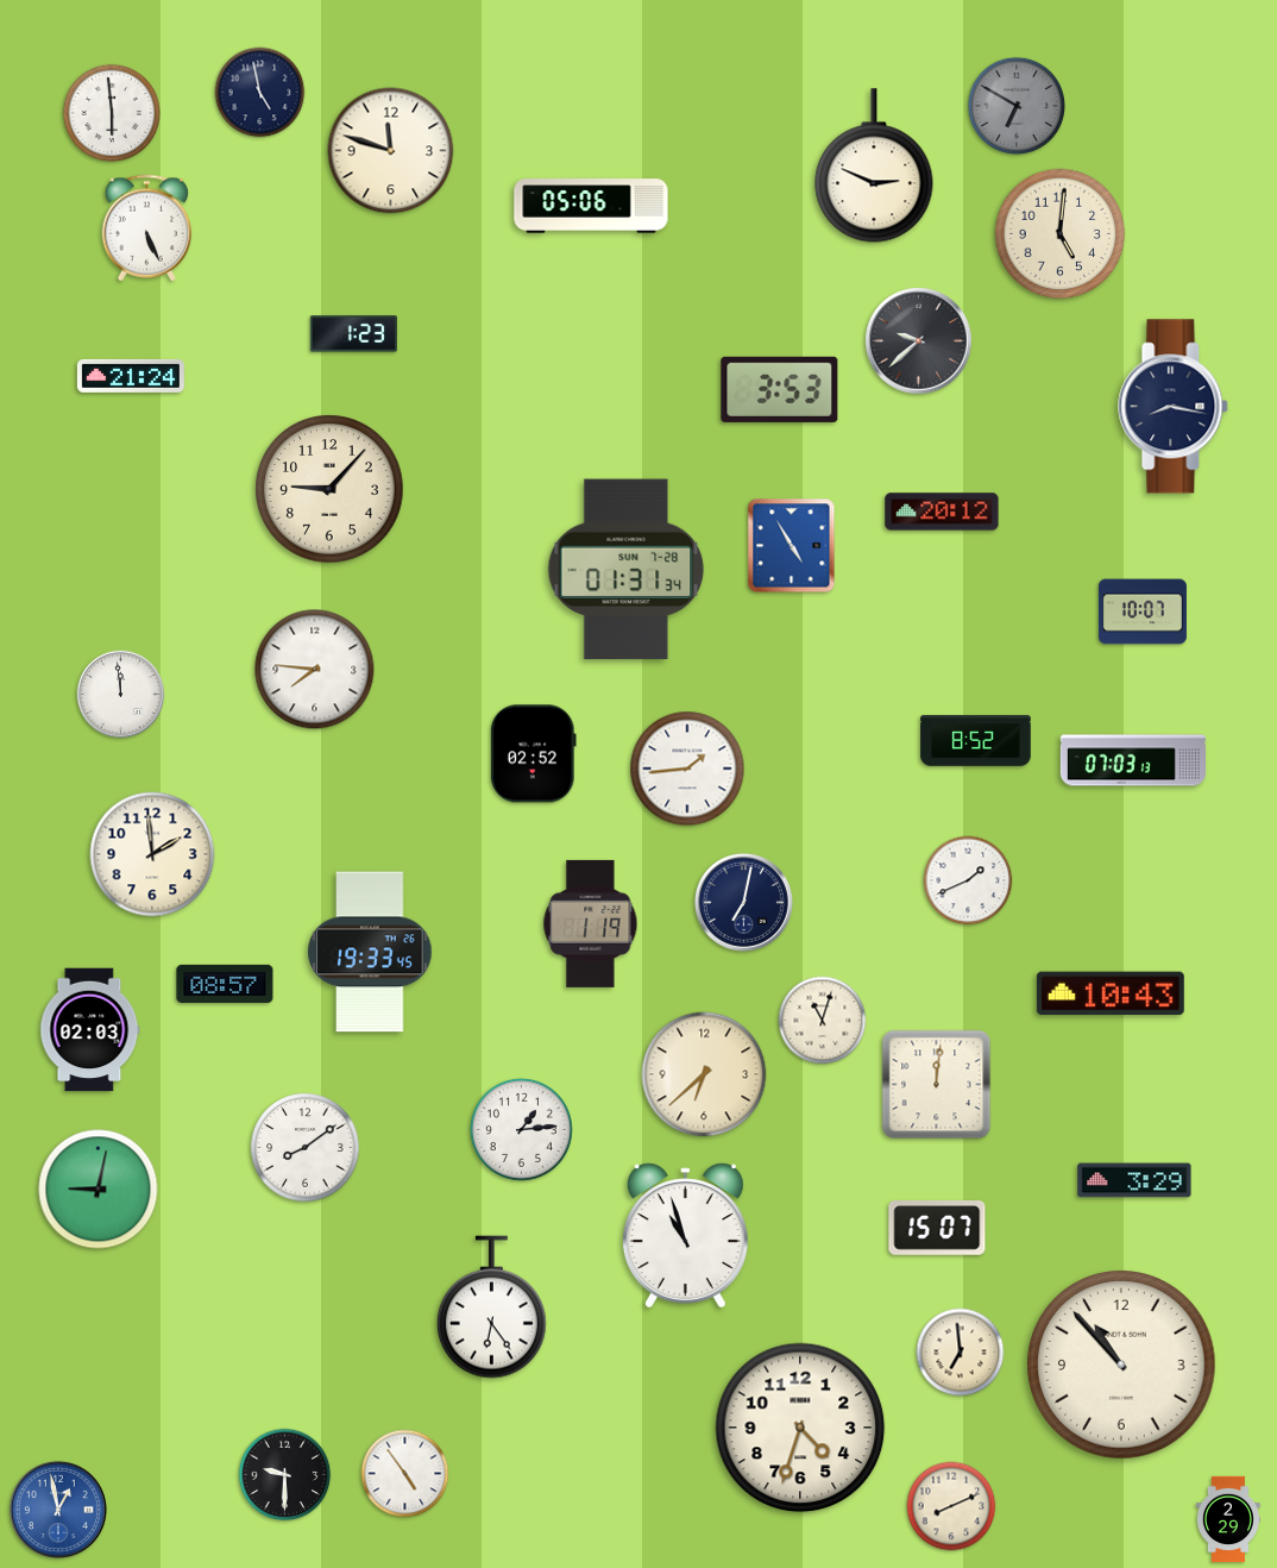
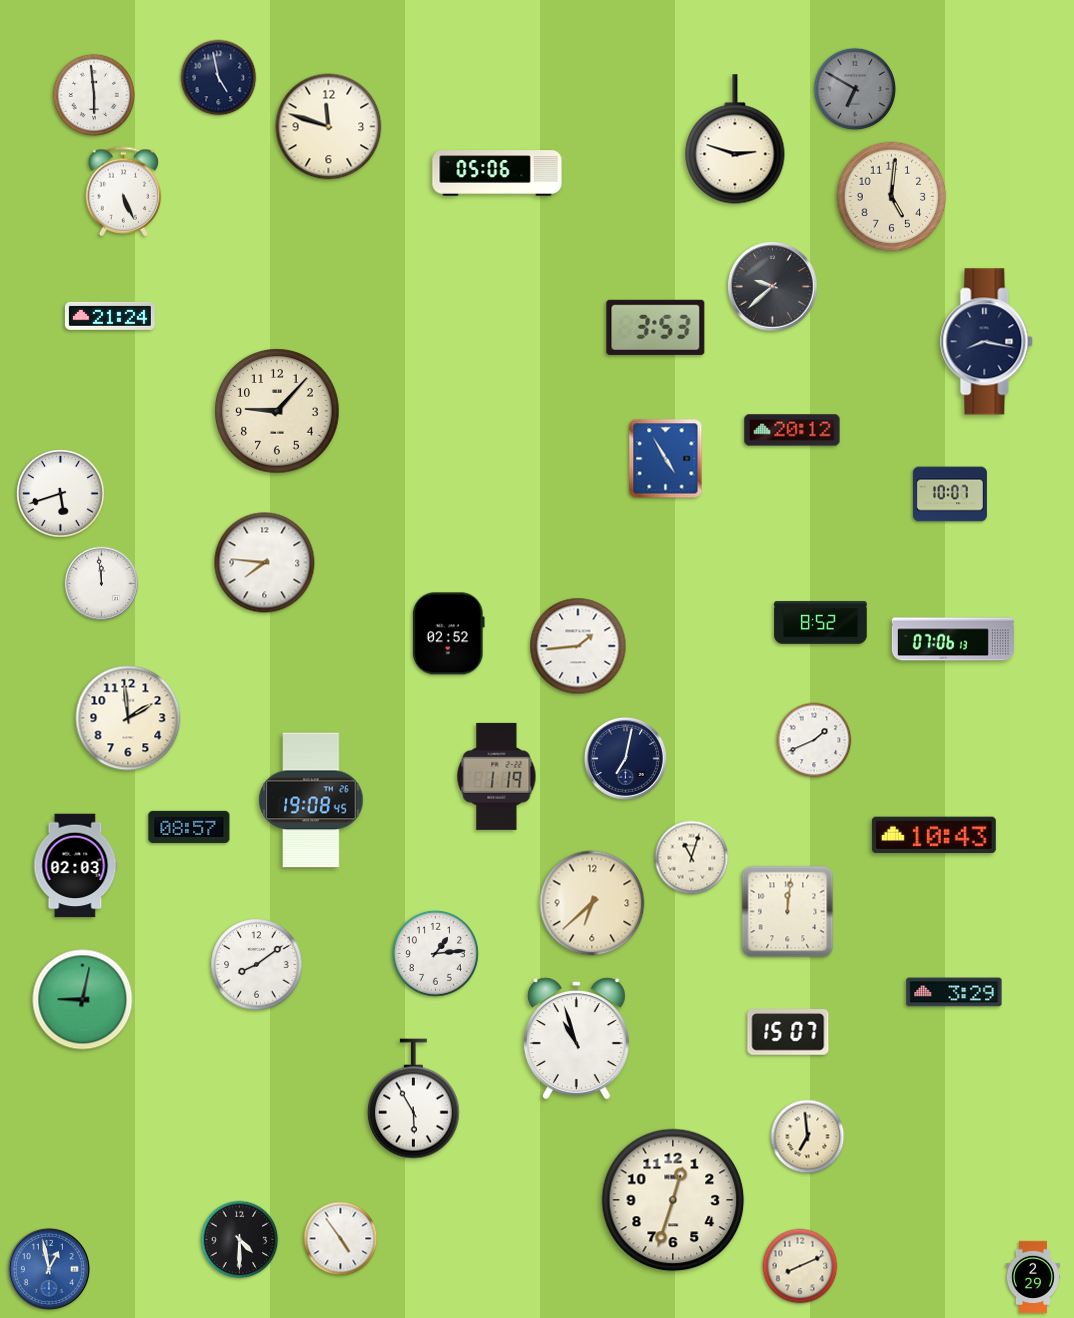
clock at (874, 165): 2:49 -> 2:48
clock at (353, 334): 1:23 -> none
clock at (627, 570): 01:31 -> none
clock at (61, 494): none -> 5:42
clock at (1143, 611) position: (1143, 611) -> (950, 494)
clock at (1133, 760): 07:03 -> 07:06
clock at (370, 952): 19:33 -> 19:08
clock at (521, 1129) position: (521, 1129) -> (435, 953)
clock at (491, 1307): 6:24 -> 5:55
clock at (1121, 1365): 10:53 -> none
clock at (800, 1428): 4:33 -> 12:33
clock at (285, 1475): 9:30 -> 4:30
